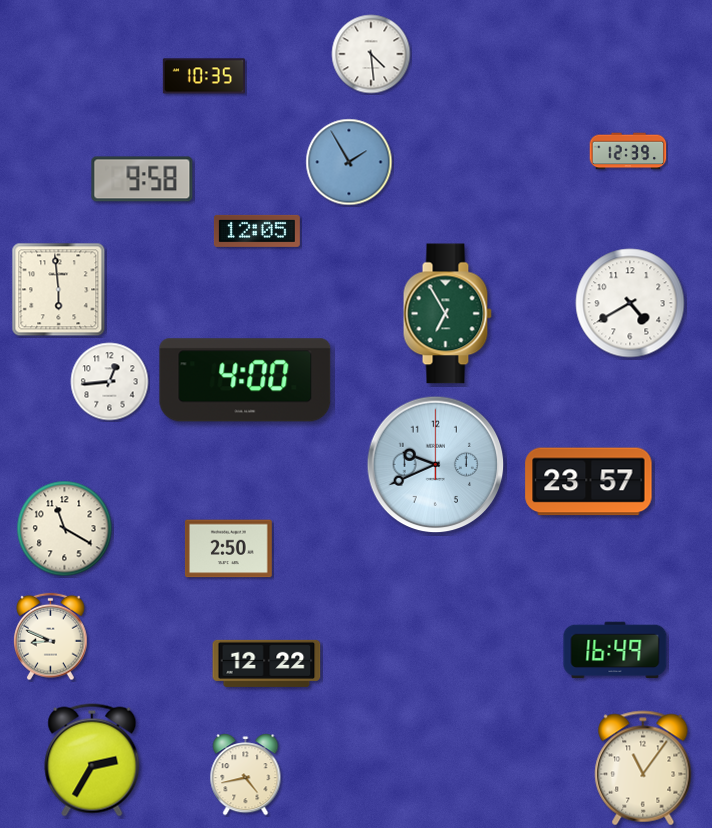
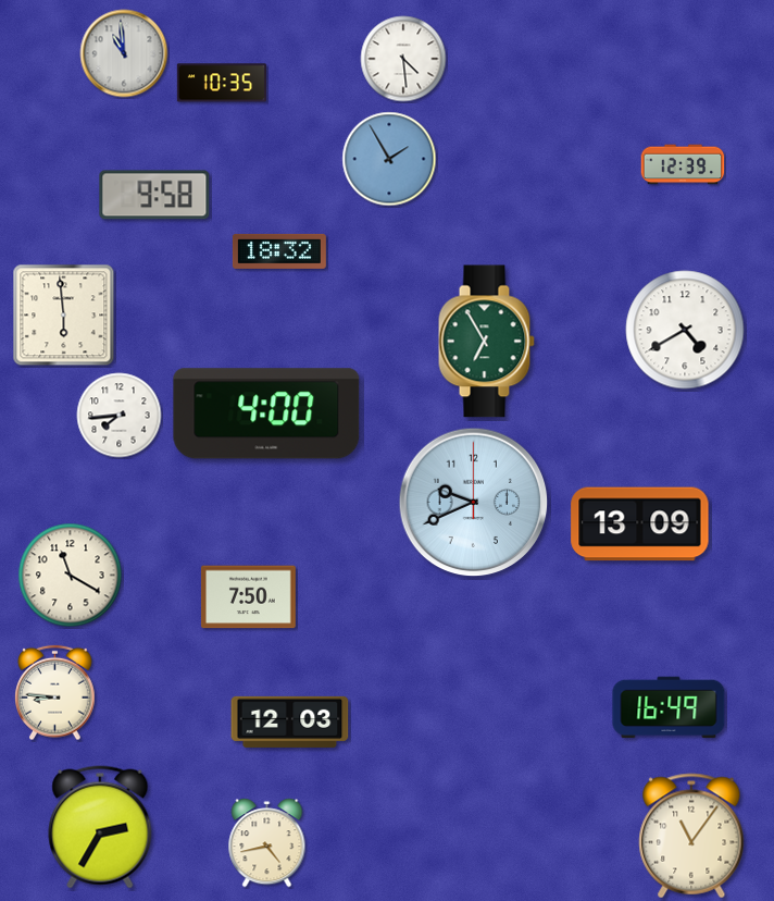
clock at (124, 53): none -> 10:59
clock at (349, 162) position: (349, 162) -> (389, 159)
clock at (257, 231): 12:05 -> 18:32
clock at (110, 382): 12:44 -> 7:44
clock at (436, 465) position: (436, 465) -> (474, 503)
clock at (589, 482): 23:57 -> 13:09
clock at (228, 549): 2:50 -> 7:50
clock at (51, 637): 8:49 -> 8:46
clock at (267, 663): 12:22 -> 12:03
clock at (643, 768) position: (643, 768) -> (691, 836)
